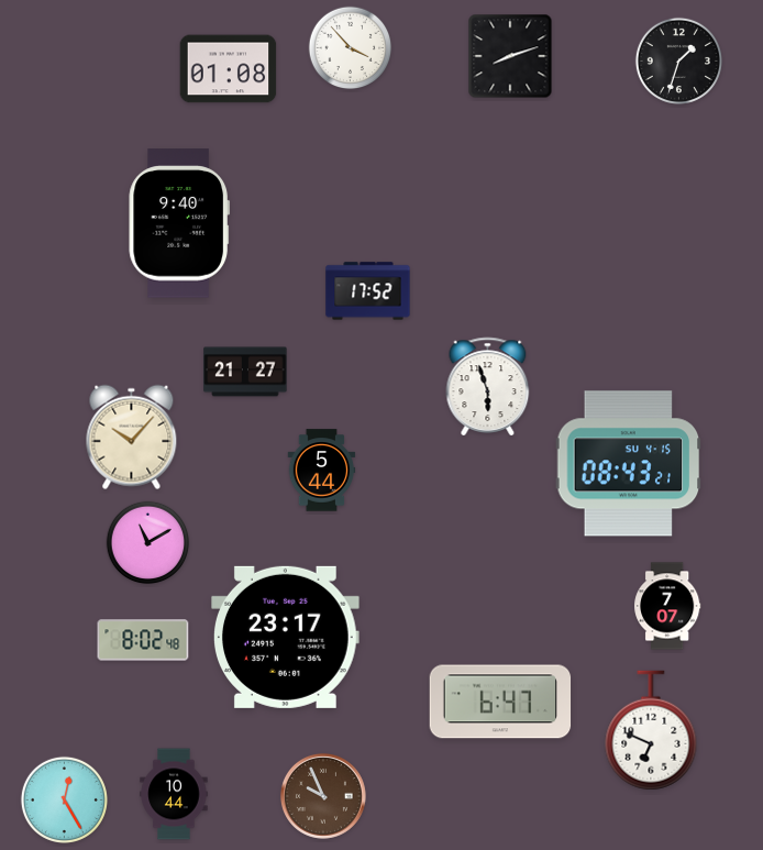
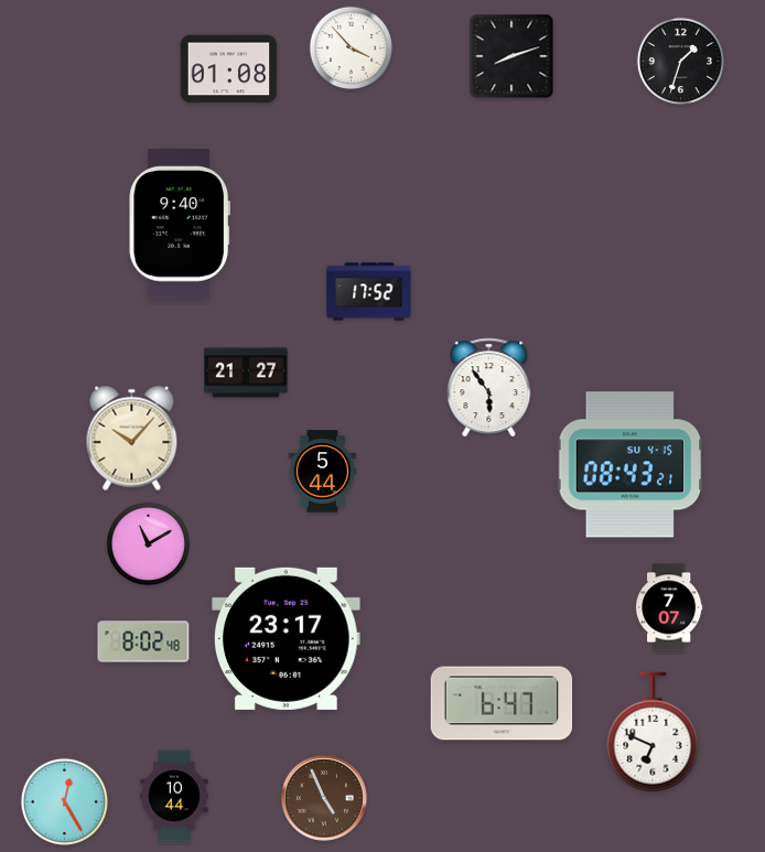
clock at (488, 386): 5:57 -> 5:54
clock at (323, 796): 9:56 -> 4:56
